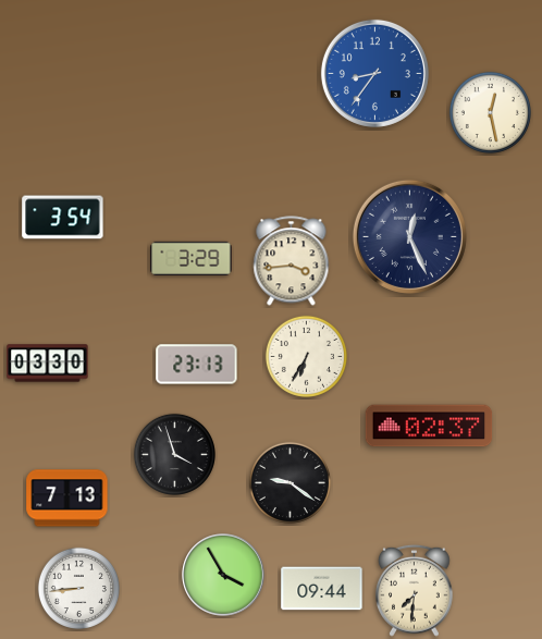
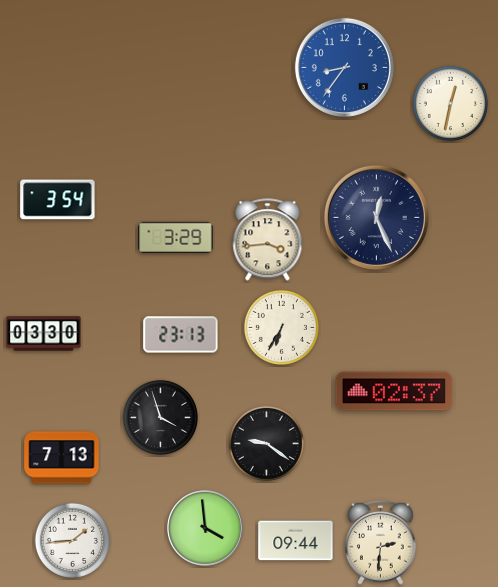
clock at (490, 112): 12:28 -> 12:32
clock at (223, 575): 3:55 -> 3:59
clock at (78, 588): 8:44 -> 1:44
clock at (415, 590): 7:31 -> 2:31
